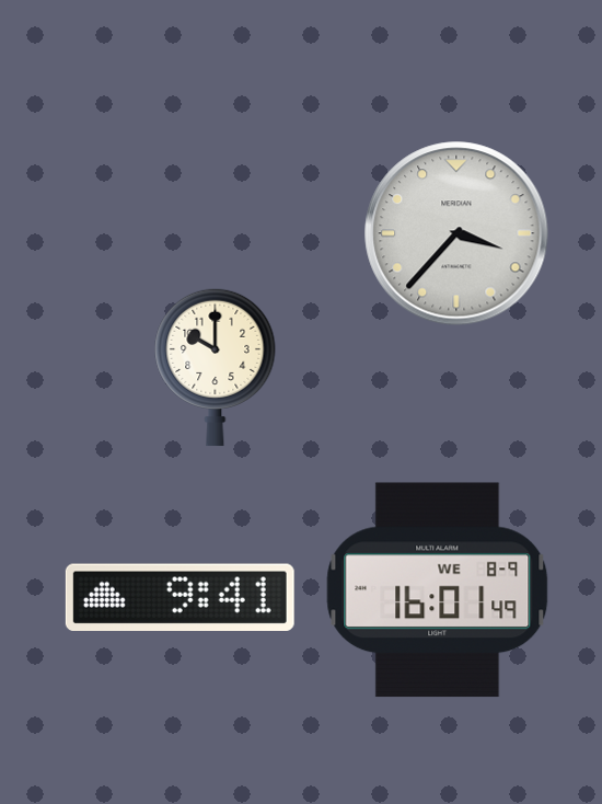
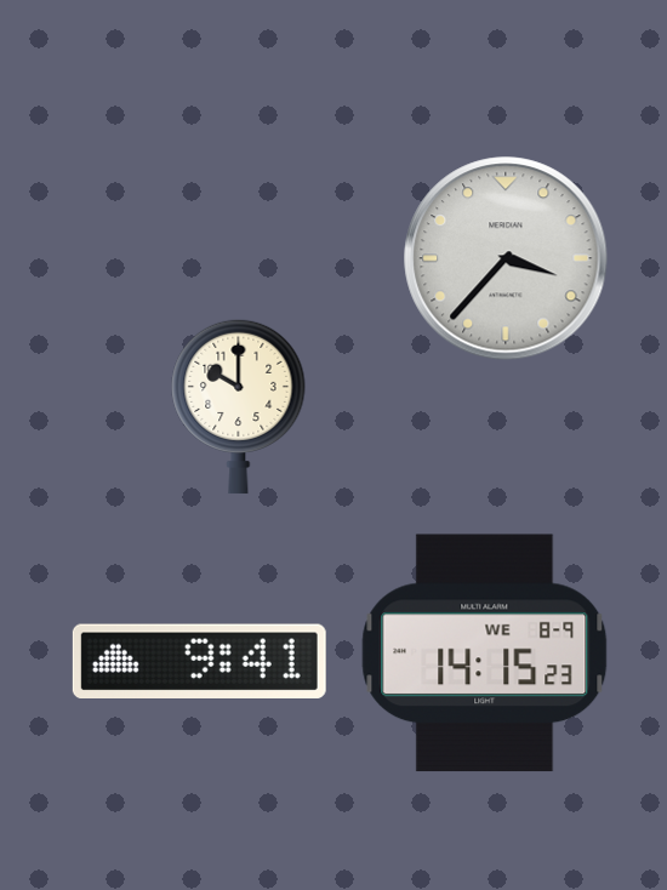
clock at (438, 590): 16:01 -> 14:15
